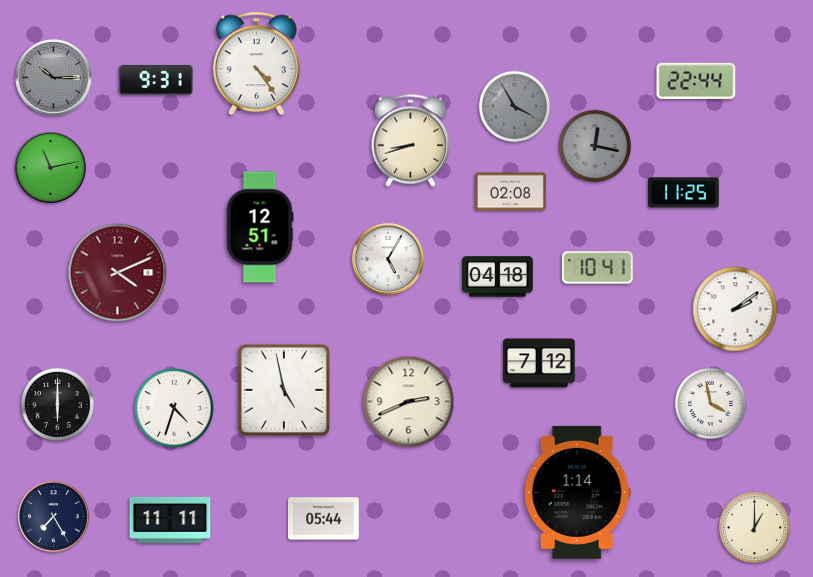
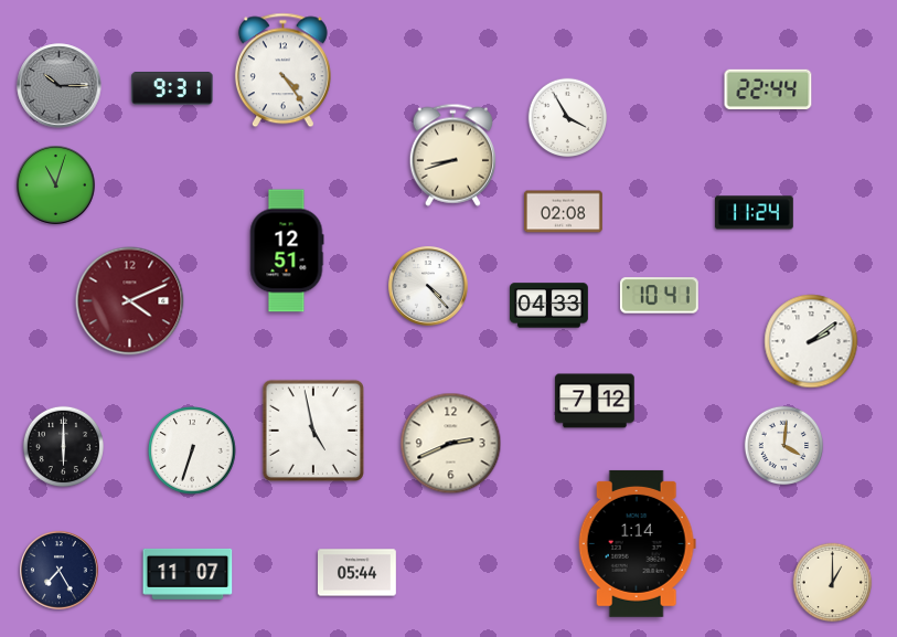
clock at (515, 107) dial: grey -> white
clock at (595, 146): 12:17 -> none
clock at (51, 168): 11:13 -> 11:03
clock at (683, 193): 11:25 -> 11:24
clock at (389, 260): 5:05 -> 4:23
clock at (498, 277): 04:18 -> 04:33
clock at (711, 404): 3:58 -> 4:01
clock at (174, 408): 4:33 -> 6:33
clock at (170, 520): 11:11 -> 11:07
